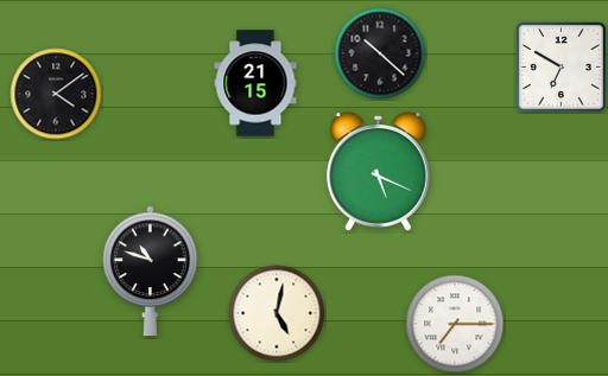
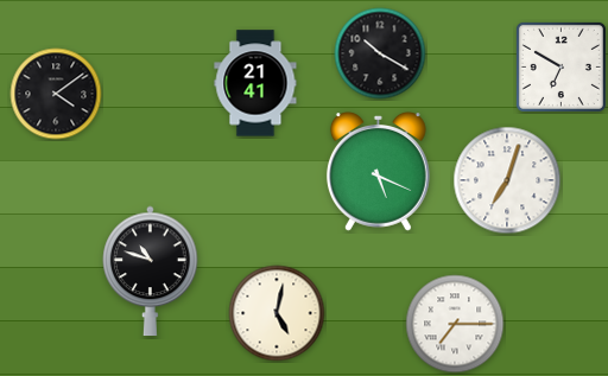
clock at (380, 53): 10:22 -> 10:20
clock at (255, 83): 21:15 -> 21:41
clock at (507, 180): none -> 7:03
